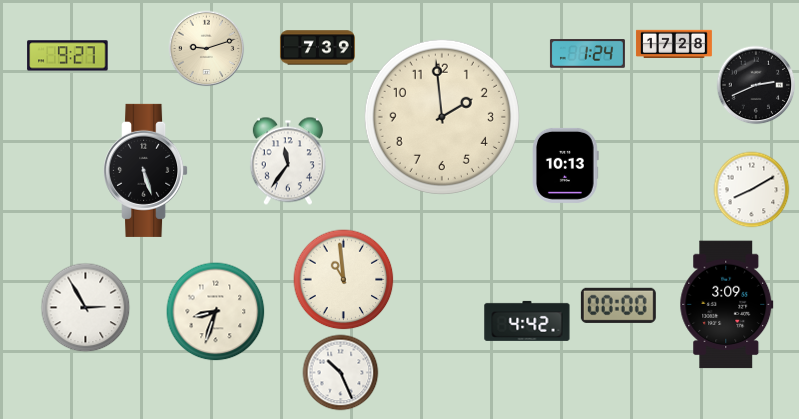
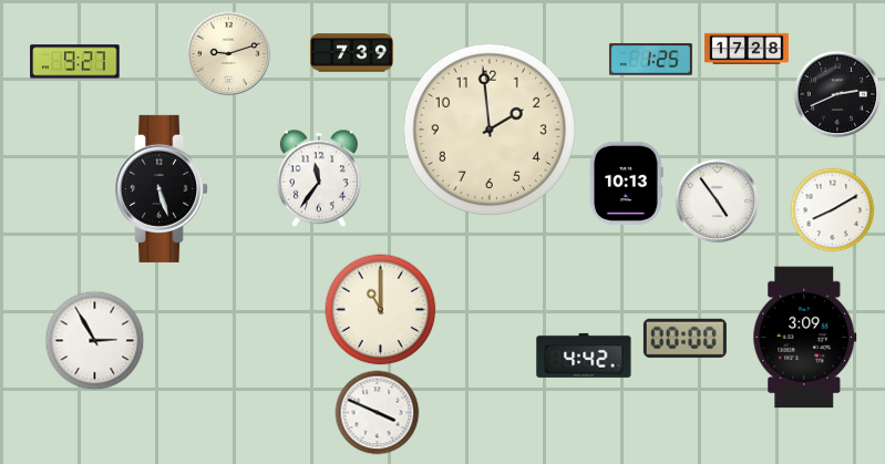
clock at (587, 54): 1:24 -> 1:25
clock at (718, 202): none -> 4:54
clock at (344, 280): 10:59 -> 11:00
clock at (216, 312): 8:33 -> none
clock at (341, 373): 10:26 -> 3:49
